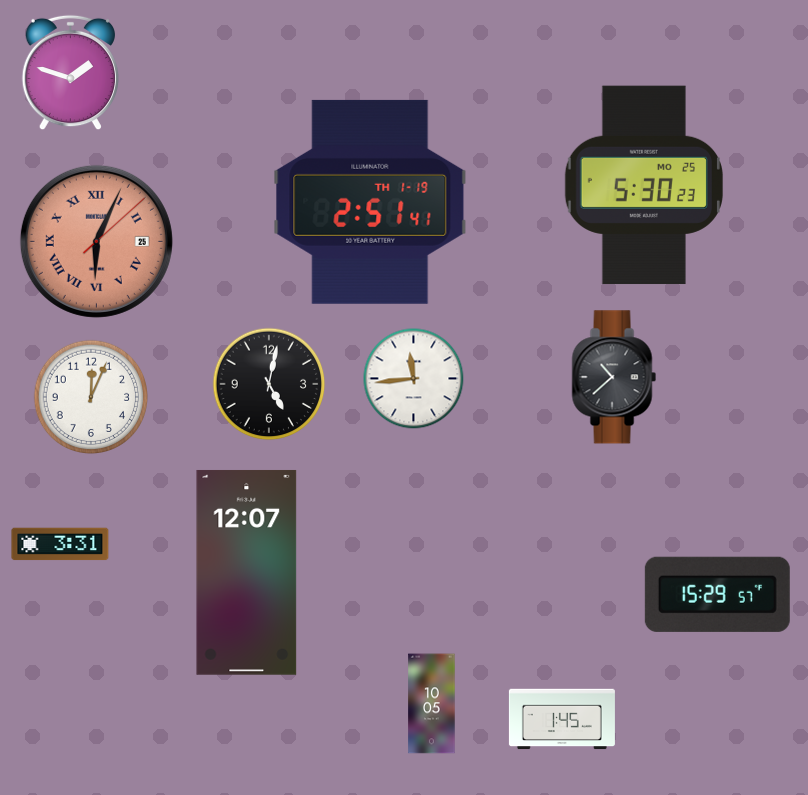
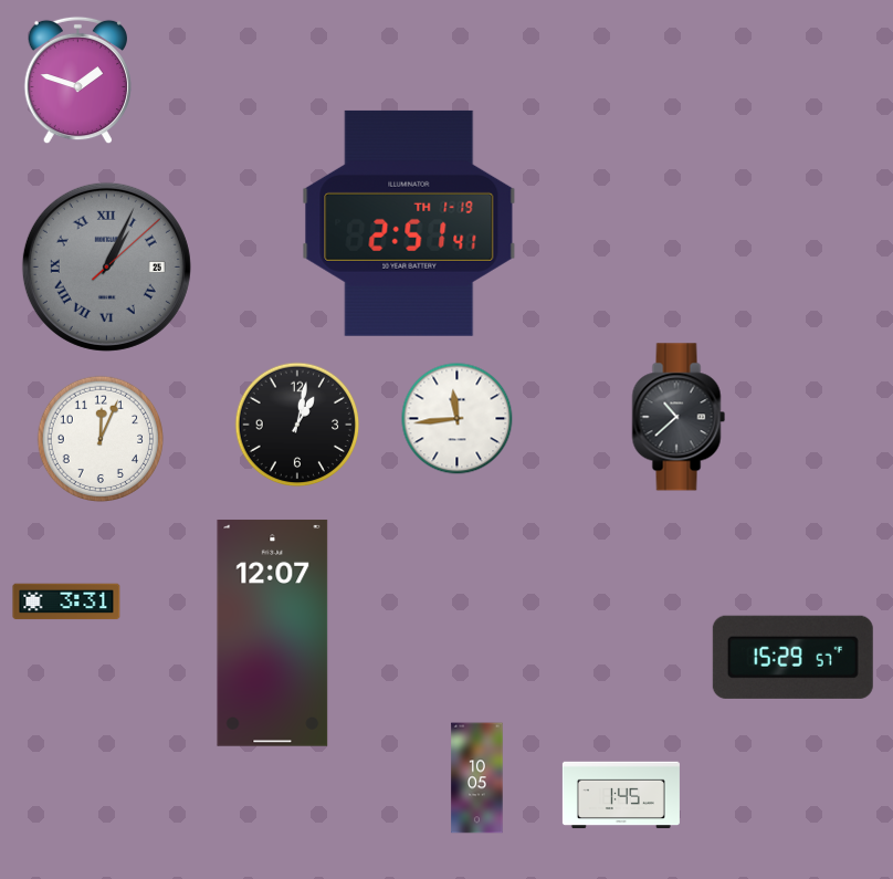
clock at (643, 185): 5:30 -> none
clock at (96, 241): 6:04 -> 1:04
clock at (96, 241) dial: salmon -> grey
clock at (269, 384): 5:02 -> 1:02
